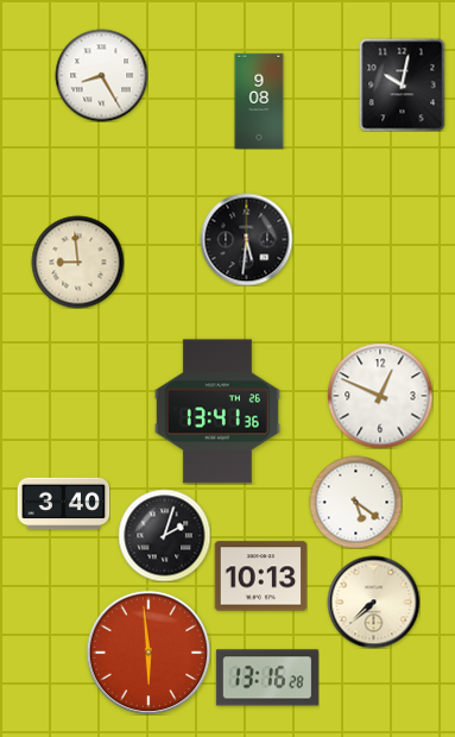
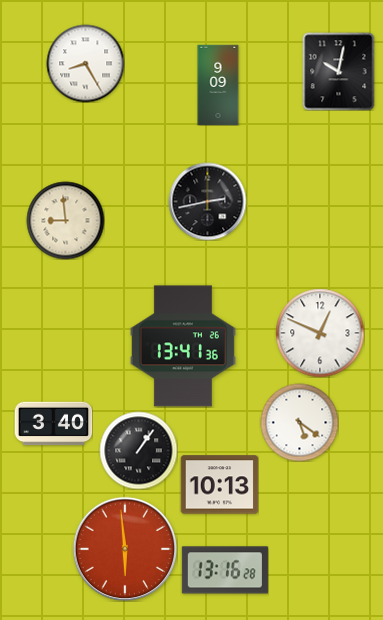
clock at (259, 101): 9:08 -> 9:09
clock at (246, 239): 5:31 -> 2:43
clock at (164, 535): 2:03 -> 1:06
clock at (373, 601): 7:38 -> none
